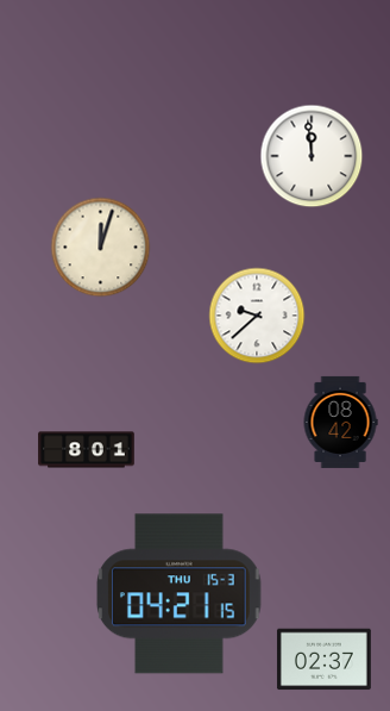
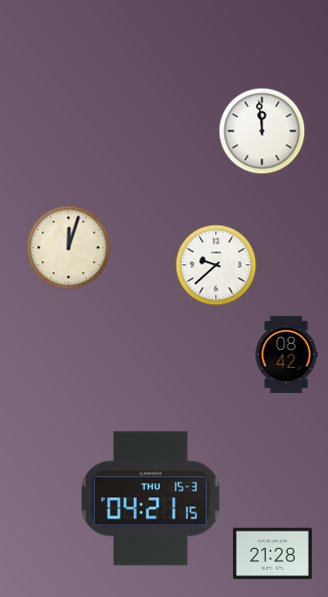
clock at (101, 248) position: (101, 248) -> (69, 248)
clock at (87, 450): 8:01 -> none
clock at (323, 660): 02:37 -> 21:28
